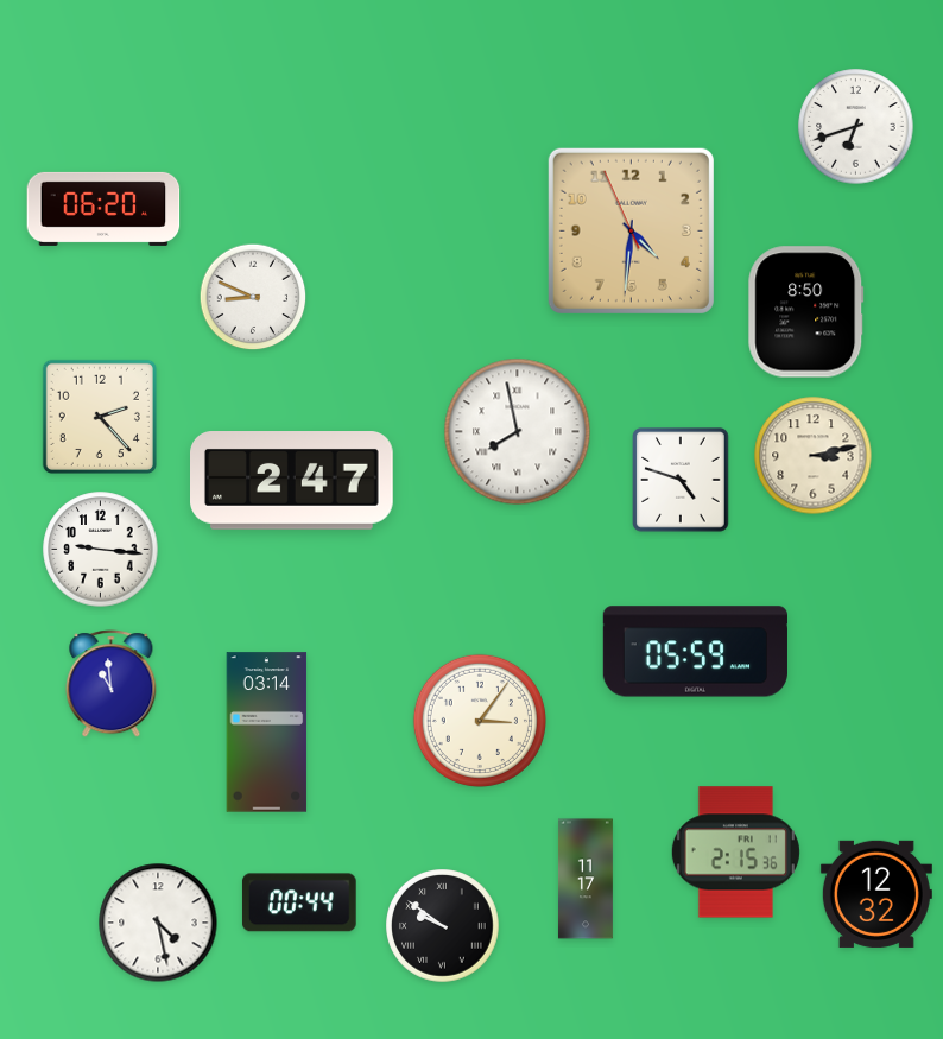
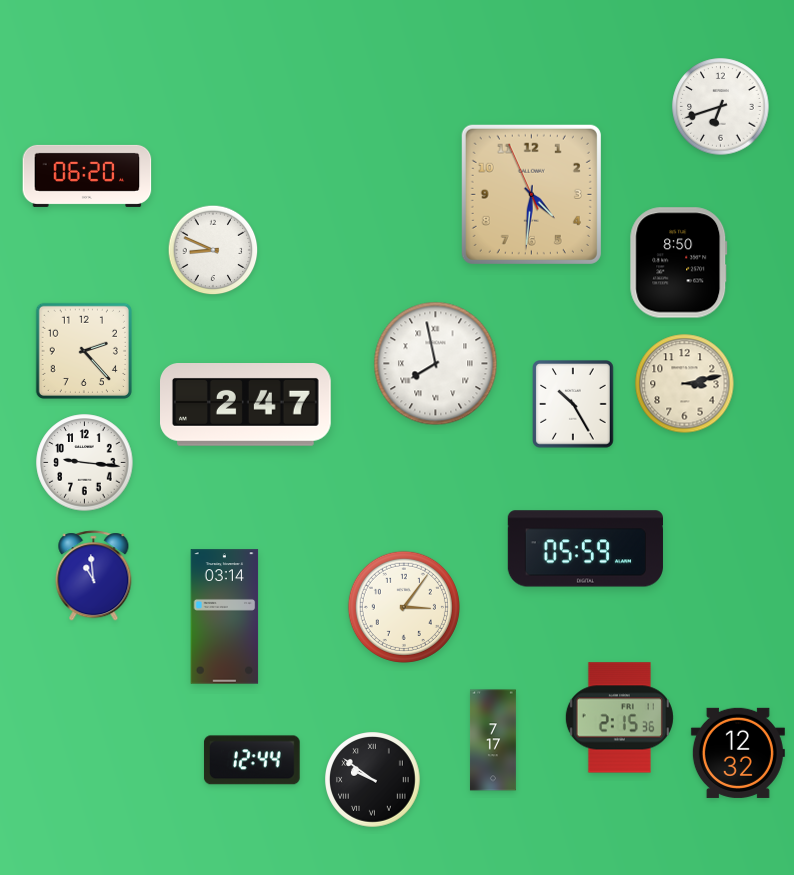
clock at (682, 480): 4:48 -> 10:25
clock at (586, 879): 11:17 -> 7:17
clock at (299, 902): 00:44 -> 12:44
clock at (158, 923): 4:28 -> none
